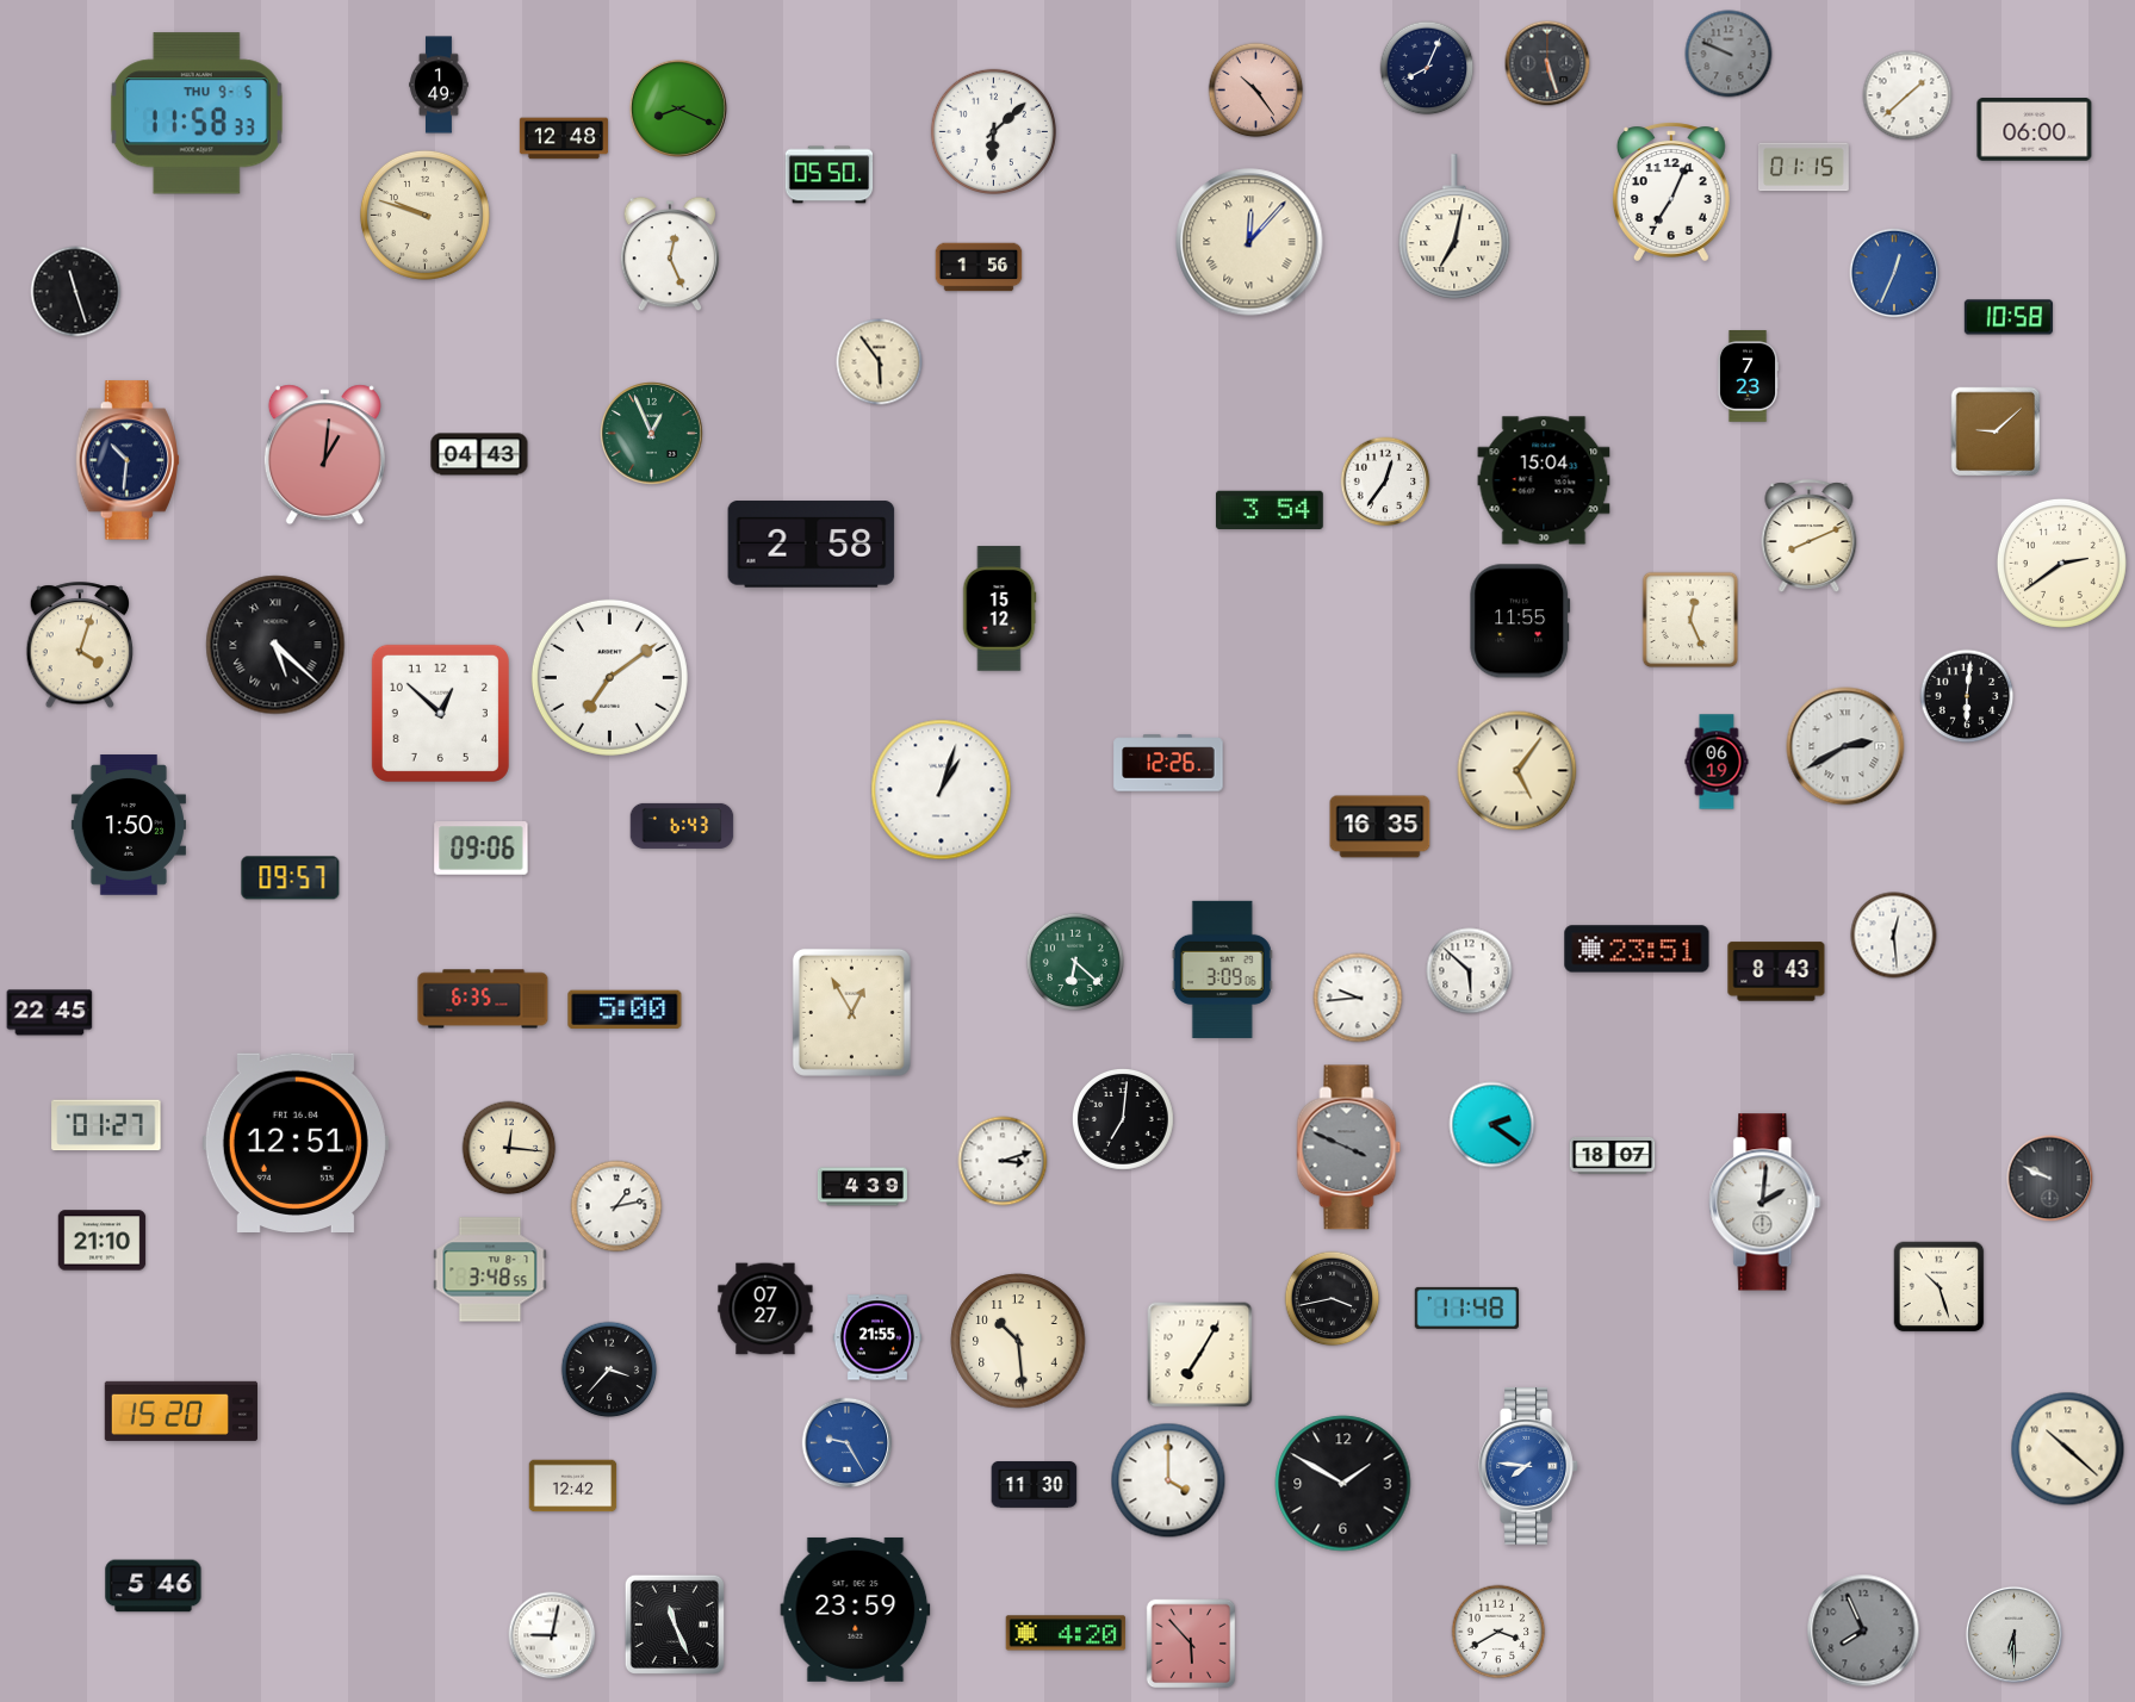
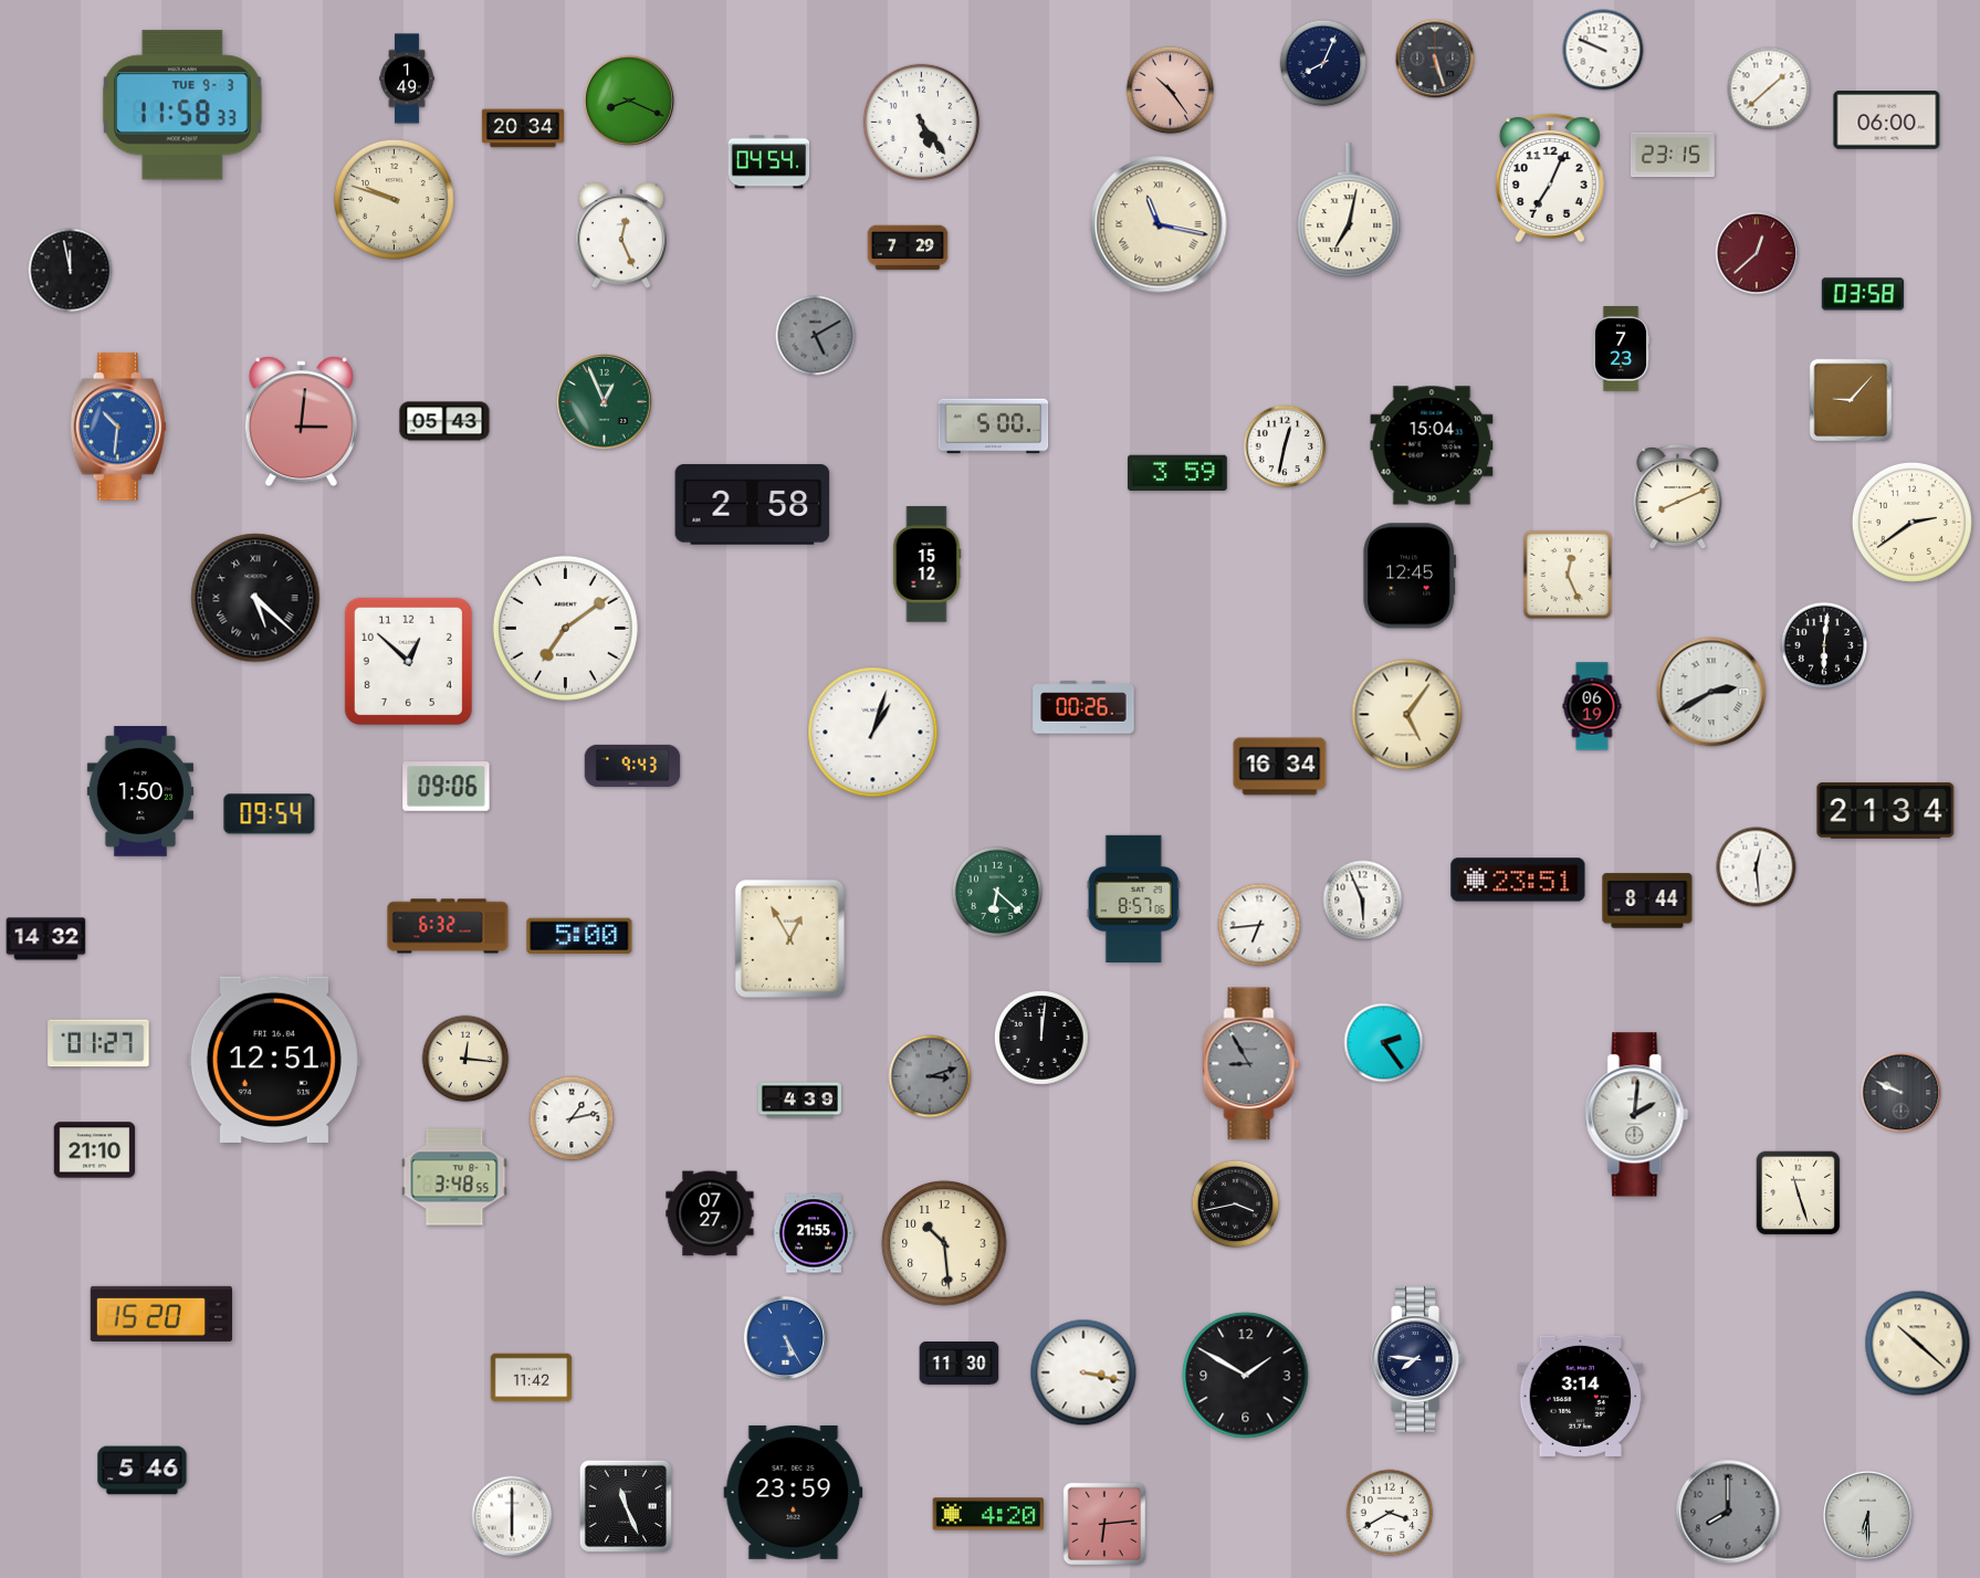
clock at (1729, 54) dial: grey -> white
clock at (1256, 91) position: (1256, 91) -> (1171, 91)
clock at (197, 113) date: THU 9-5 -> TUE 9-3
clock at (993, 131): 6:08 -> 5:24
clock at (563, 138): 12:48 -> 20:34
clock at (1804, 167): 01:15 -> 23:15
clock at (830, 175): 05:50 -> 04:54
clock at (1249, 242): 12:07 -> 11:17
clock at (979, 267): 1:56 -> 7:29
clock at (1894, 273): 12:34 -> 12:38
clock at (1894, 273) dial: blue -> burgundy
clock at (76, 292): 11:27 -> 11:58
clock at (2009, 317): 10:58 -> 03:58
clock at (880, 362): 5:54 -> 5:10
clock at (880, 362) dial: cream -> grey
clock at (1996, 431): 9:08 -> 9:07
clock at (479, 454): 04:43 -> 05:43
clock at (324, 455): 1:01 -> 3:01
clock at (126, 460) dial: navy -> blue
clock at (994, 427): none -> 5:00
clock at (1385, 482): 12:36 -> 12:32
clock at (1270, 509): 3:54 -> 3:59
clock at (1520, 621): 11:55 -> 12:45
clock at (79, 646): 4:03 -> none
clock at (1168, 763): 12:26 -> 00:26
clock at (129, 825) position: (129, 825) -> (140, 791)
clock at (682, 826): 6:43 -> 9:43
clock at (1380, 827): 16:35 -> 16:34
clock at (1886, 811): none -> 21:34
clock at (291, 878): 09:57 -> 09:54
clock at (1222, 969): 3:09 -> 8:57
clock at (1470, 971): 5:52 -> 5:56
clock at (1776, 971): 8:43 -> 8:44
clock at (1358, 998): 9:44 -> 6:44
clock at (483, 999): 6:35 -> 6:32
clock at (50, 1013): 22:45 -> 14:32
clock at (1123, 1119): 7:01 -> 12:01
clock at (1492, 1125): 2:21 -> 2:24
clock at (509, 1148) position: (509, 1148) -> (465, 1059)
clock at (1349, 1148): 3:49 -> 8:55
clock at (1613, 1155): 18:07 -> none
clock at (1003, 1161) dial: white -> grey
clock at (1940, 1287): 10:27 -> 11:27
clock at (1466, 1307): 11:48 -> none
clock at (877, 1337) position: (877, 1337) -> (814, 1233)
clock at (1200, 1355): 7:05 -> none
clock at (609, 1369): 3:37 -> none
clock at (181, 1411) position: (181, 1411) -> (161, 1314)
clock at (848, 1443): 9:25 -> 5:25
clock at (1528, 1466) dial: blue -> navy
clock at (1168, 1480): 4:00 -> 3:17
clock at (1035, 1484) position: (1035, 1484) -> (960, 1363)
clock at (573, 1486): 12:42 -> 11:42
clock at (1581, 1396): none -> 3:14
clock at (1863, 1630): 7:56 -> 8:00
clock at (552, 1635): 9:02 -> 6:00
clock at (1191, 1644): 5:53 -> 6:14
